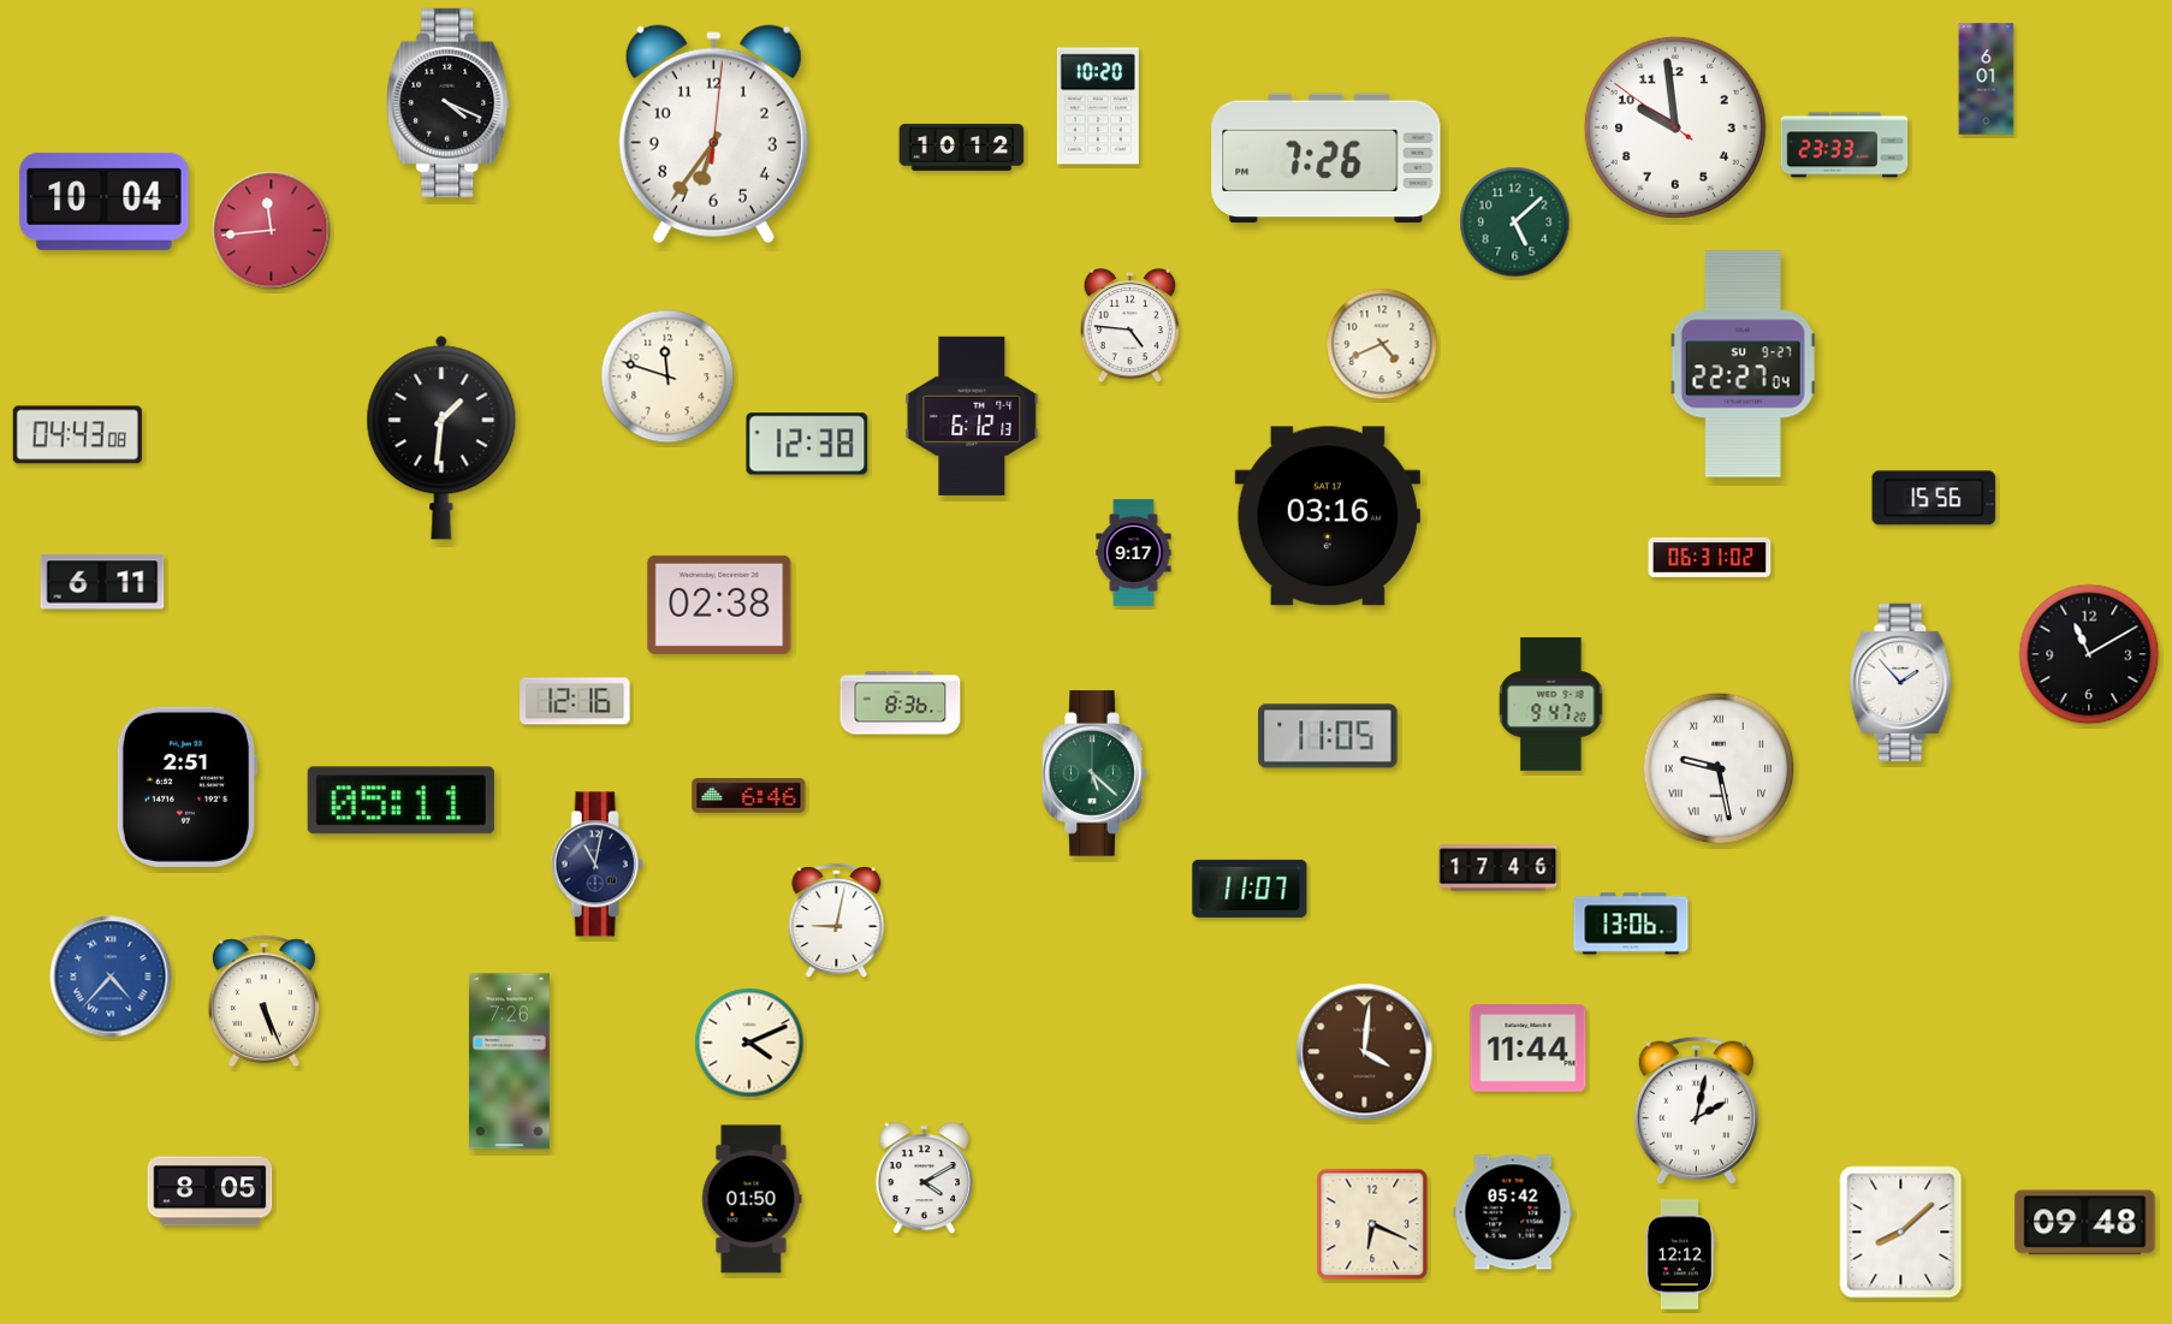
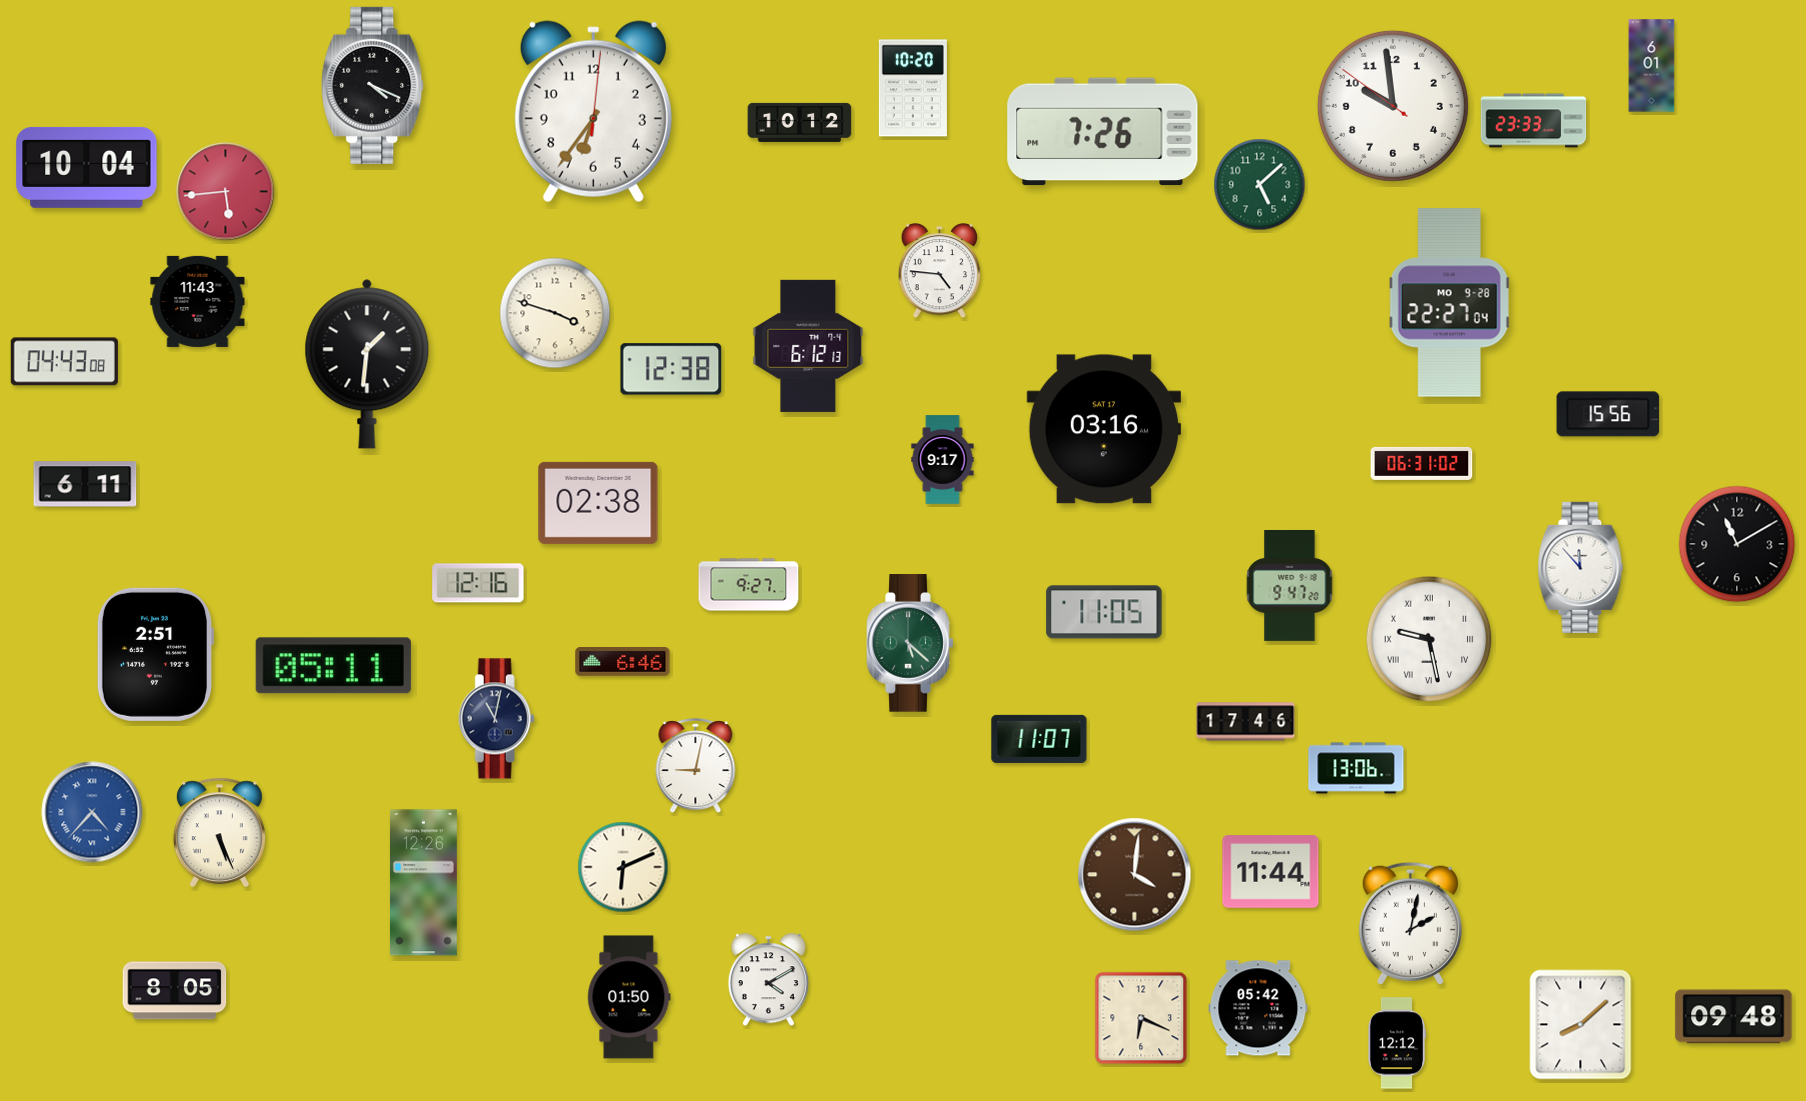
clock at (272, 231): 11:44 -> 5:44
clock at (1382, 344): 4:41 -> none
clock at (198, 301): none -> 11:43
clock at (1744, 364) date: SU 9-27 -> MO 9-28
clock at (667, 376): 11:48 -> 3:48
clock at (1901, 682): 1:53 -> 11:53
clock at (901, 703): 8:36 -> 9:27
clock at (749, 1043): 4:11 -> 6:11
clock at (509, 1062): 7:26 -> 12:26
clock at (752, 1199) position: (752, 1199) -> (629, 997)
